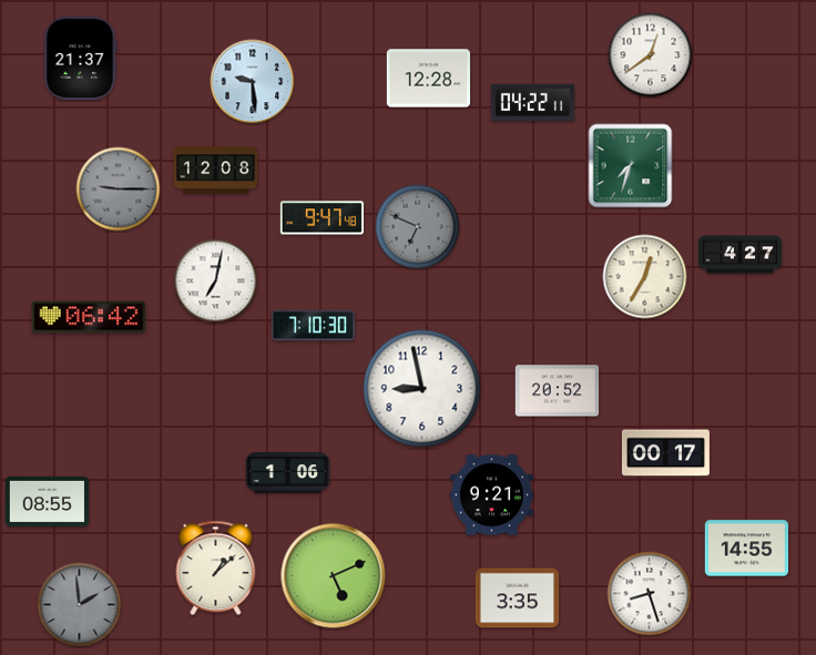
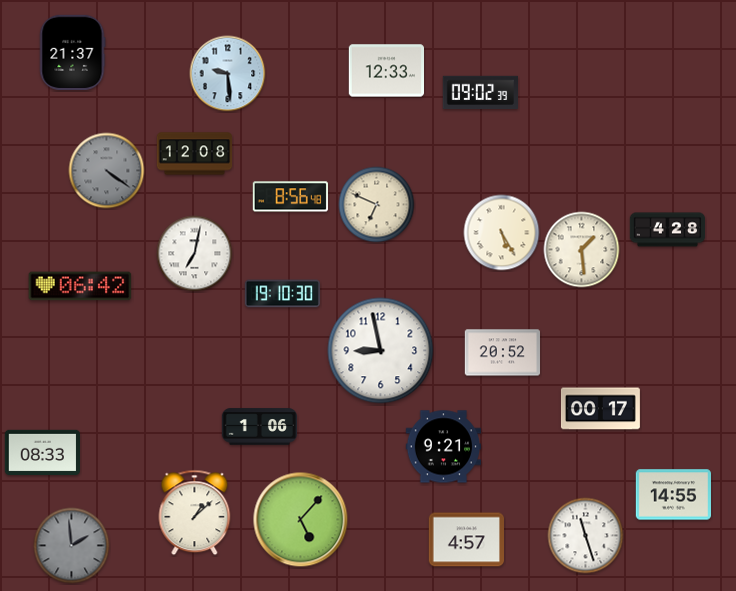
clock at (651, 55): 12:39 -> none
clock at (428, 79): 12:28 -> 12:33
clock at (532, 102): 04:22 -> 09:02
clock at (631, 166): 7:33 -> none
clock at (119, 190): 9:15 -> 4:21
clock at (322, 218): 9:47 -> 8:56
clock at (418, 227) dial: grey -> cream
clock at (741, 255): 4:27 -> 4:28
clock at (502, 233): none -> 5:25
clock at (645, 277): 12:35 -> 1:29
clock at (313, 326): 7:10 -> 19:10
clock at (47, 501): 08:55 -> 08:33
clock at (334, 576): 5:11 -> 5:07
clock at (650, 594): 8:27 -> 11:27
clock at (517, 598): 3:35 -> 4:57
